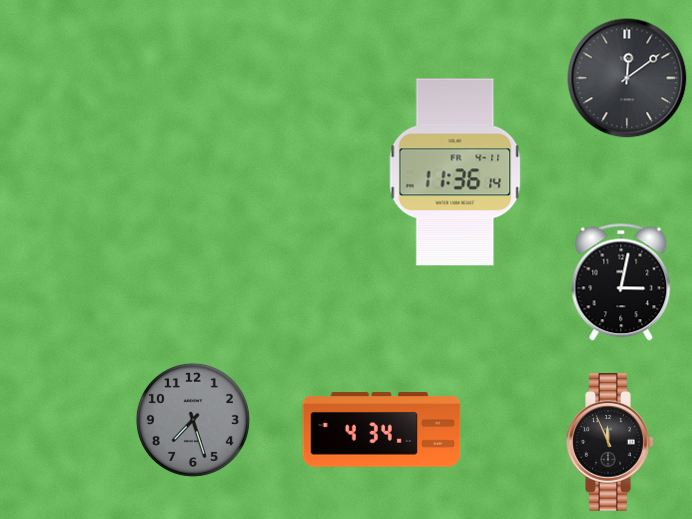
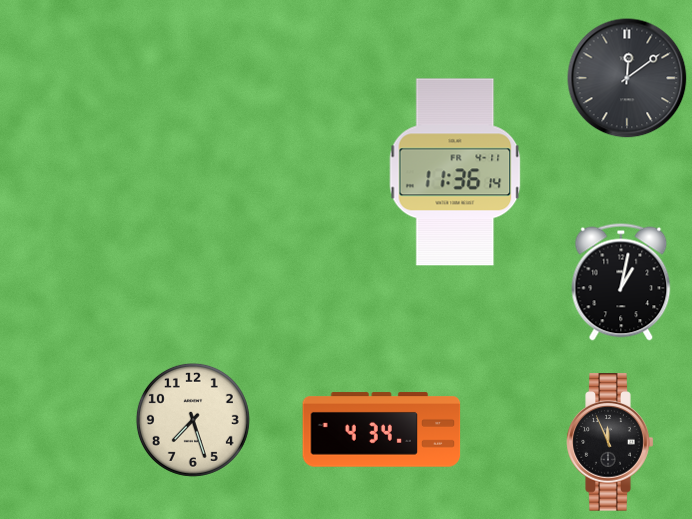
clock at (621, 282): 3:02 -> 1:02
clock at (193, 420) dial: grey -> cream
